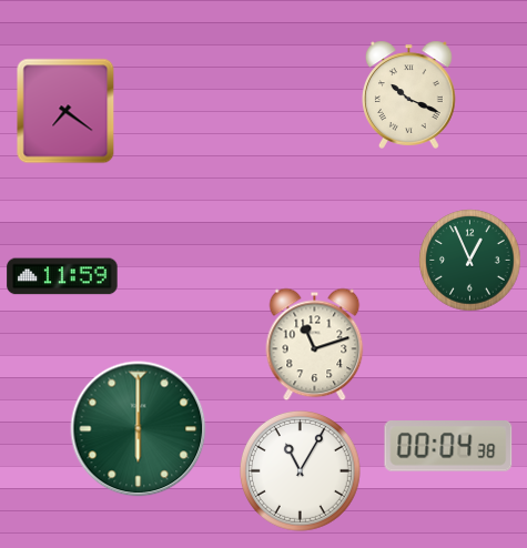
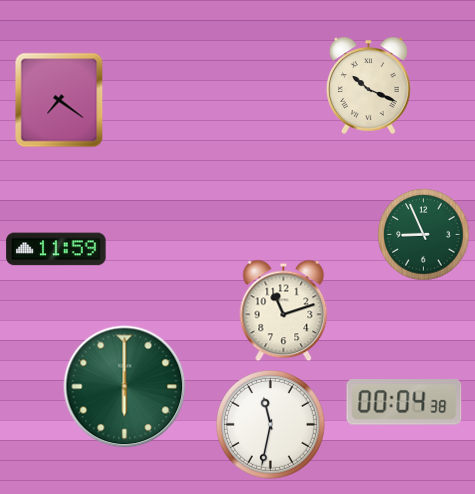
clock at (470, 261): 12:56 -> 8:56
clock at (300, 470): 11:05 -> 11:32
